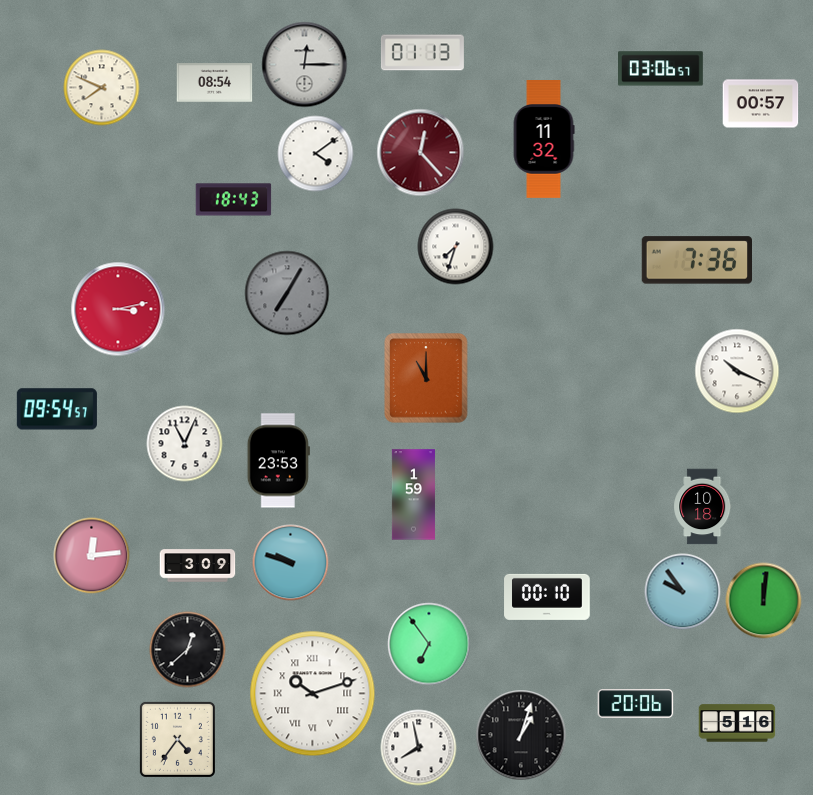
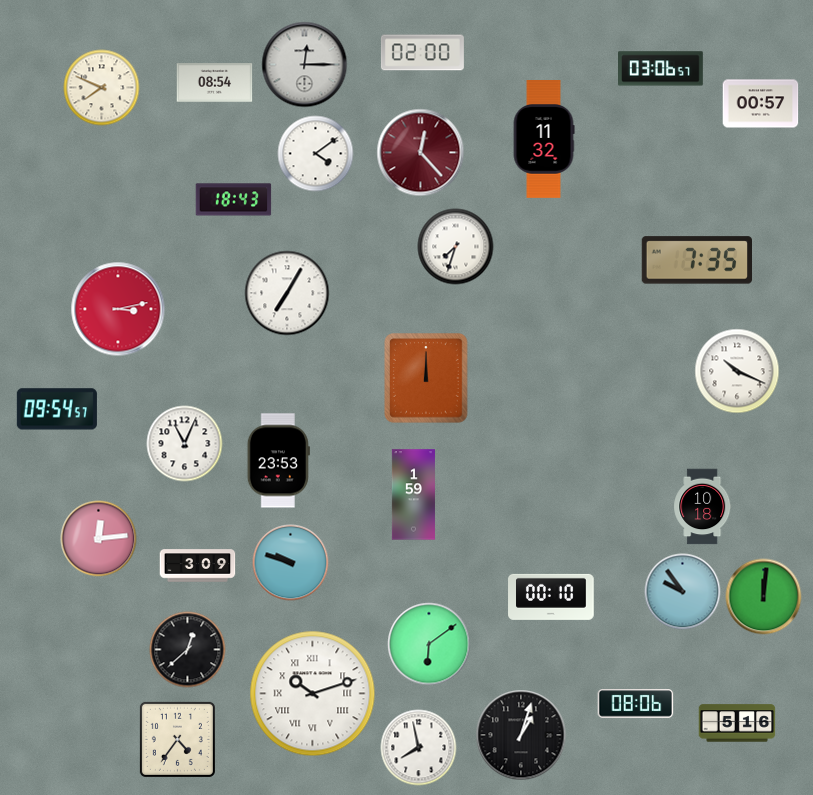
clock at (422, 53): 01:13 -> 02:00
clock at (696, 260): 7:36 -> 7:35
clock at (287, 293) dial: grey -> white
clock at (426, 378): 11:00 -> 12:00
clock at (92, 556) position: (92, 556) -> (99, 539)
clock at (547, 597) position: (547, 597) -> (551, 597)
clock at (764, 601) position: (764, 601) -> (764, 597)
clock at (429, 644): 6:54 -> 6:09
clock at (636, 704): 20:06 -> 08:06
